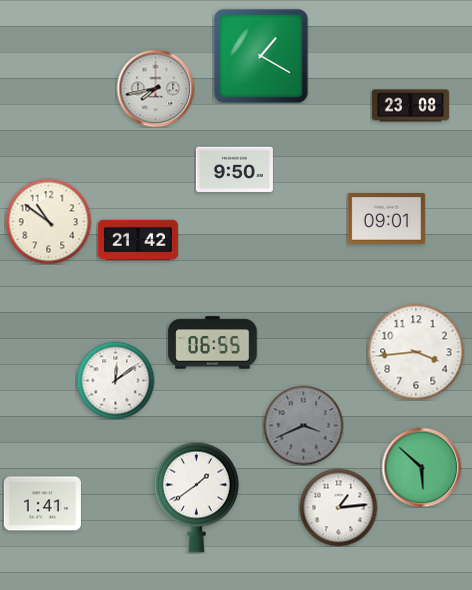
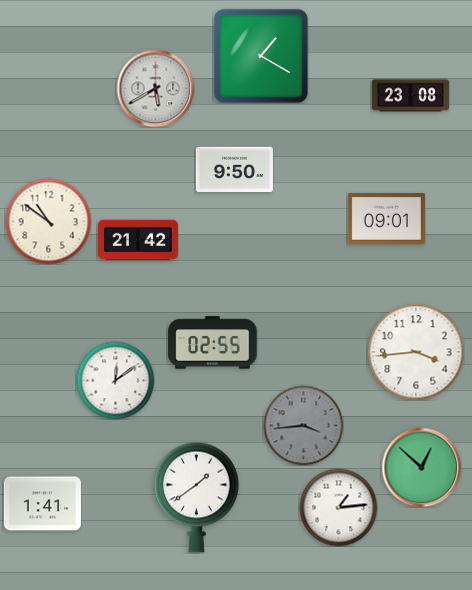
clock at (155, 88): 7:43 -> 5:40
clock at (410, 106) position: (410, 106) -> (410, 96)
clock at (213, 343): 06:55 -> 02:55
clock at (303, 425): 3:41 -> 3:44
clock at (421, 467): 5:52 -> 12:52
